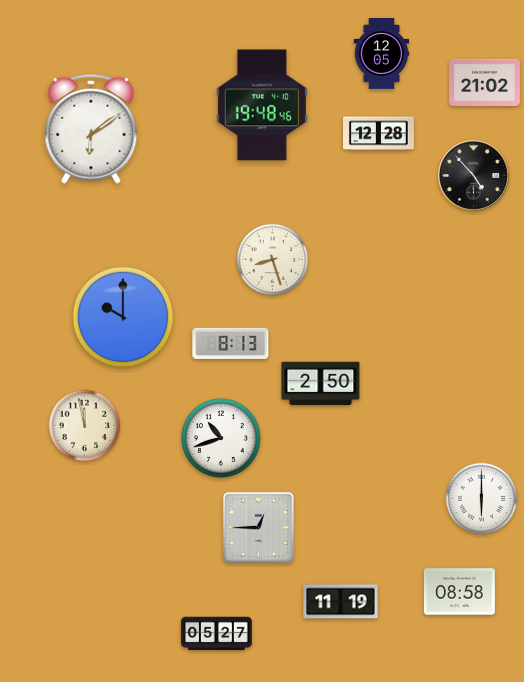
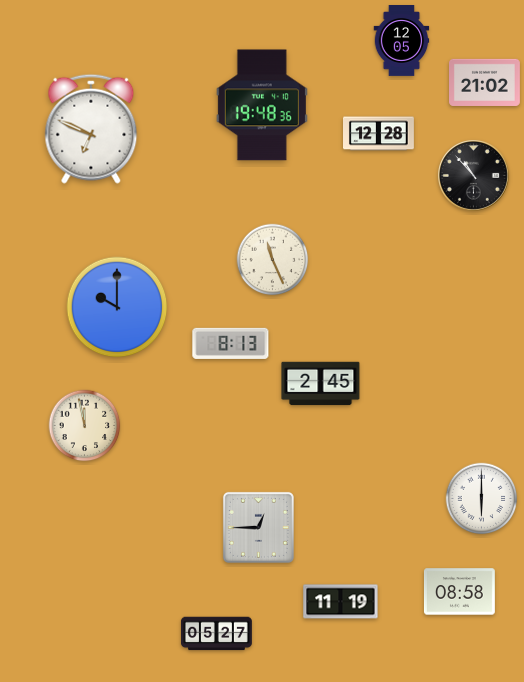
clock at (382, 54) position: (382, 54) -> (402, 41)
clock at (262, 105): 19:48:46 -> 19:48:36
clock at (91, 129): 6:09 -> 6:49
clock at (473, 175): 4:53 -> 10:53
clock at (273, 260): 8:27 -> 11:26
clock at (123, 317) position: (123, 317) -> (117, 307)
clock at (321, 384): 2:50 -> 2:45
clock at (221, 438): 10:42 -> none
